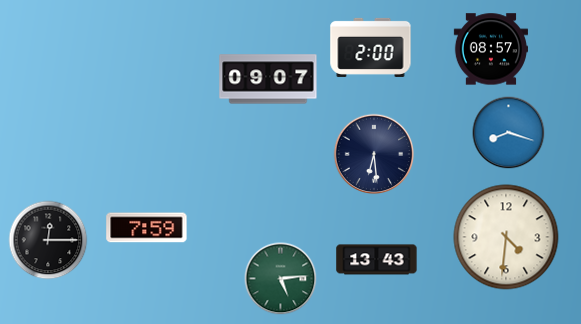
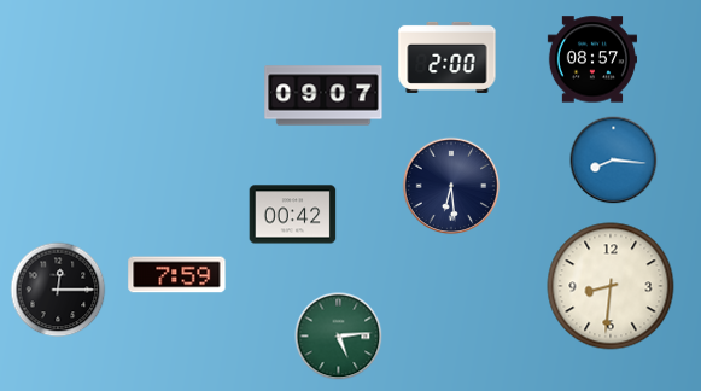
clock at (509, 133): 8:18 -> 8:16
clock at (293, 215): none -> 00:42
clock at (506, 237): 4:31 -> 8:31
clock at (377, 260): 13:43 -> none
